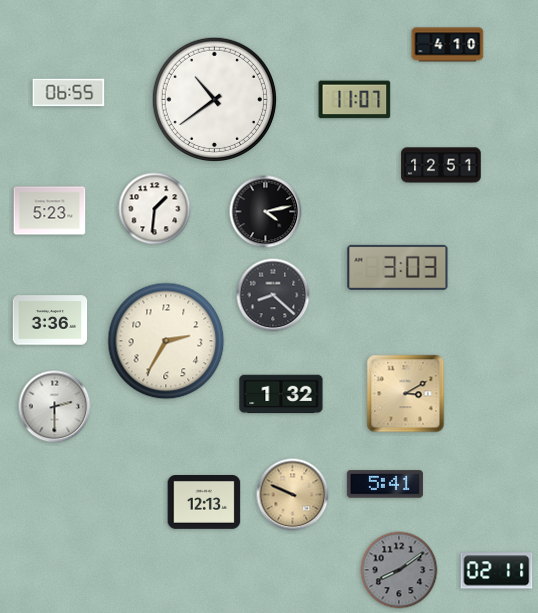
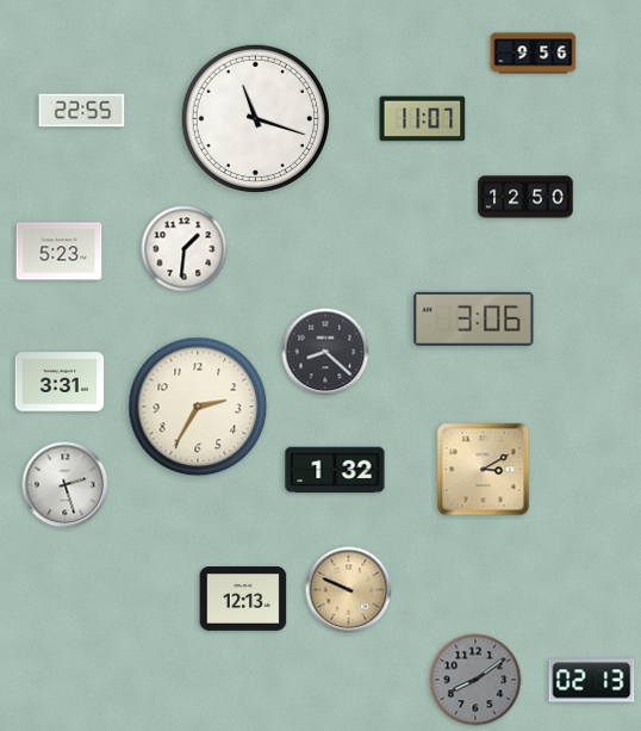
clock at (448, 45): 4:10 -> 9:56
clock at (69, 93): 06:55 -> 22:55
clock at (214, 99): 10:39 -> 11:18
clock at (441, 165): 12:51 -> 12:50
clock at (266, 212): 4:13 -> none
clock at (398, 267): 3:03 -> 3:06
clock at (50, 320): 3:36 -> 3:31
clock at (55, 407): 2:30 -> 2:27
clock at (385, 484): 5:41 -> none
clock at (497, 571): 02:11 -> 02:13
